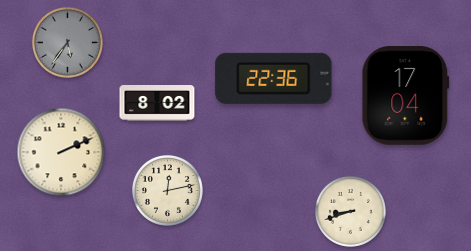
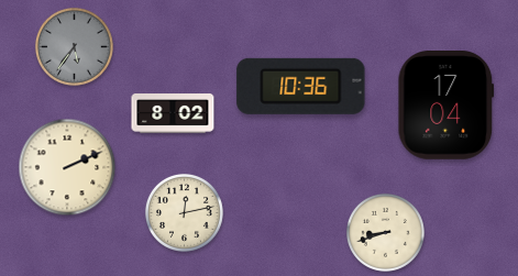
clock at (274, 78): 22:36 -> 10:36
clock at (167, 190) position: (167, 190) -> (184, 212)
